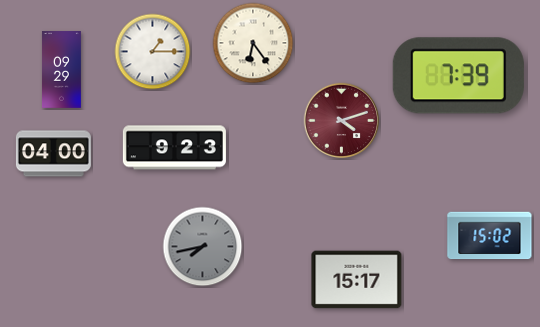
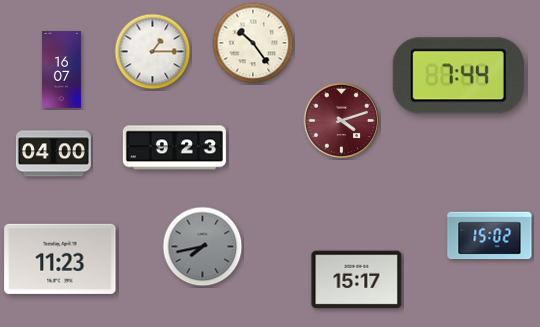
clock at (253, 43): 6:24 -> 10:24
clock at (61, 70): 09:29 -> 16:07
clock at (458, 76): 7:39 -> 7:44
clock at (60, 259): none -> 11:23
